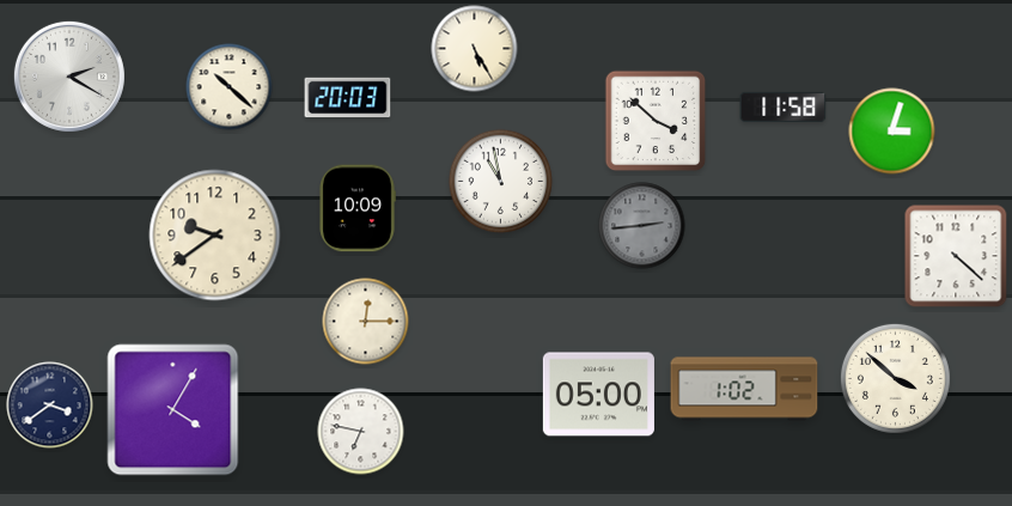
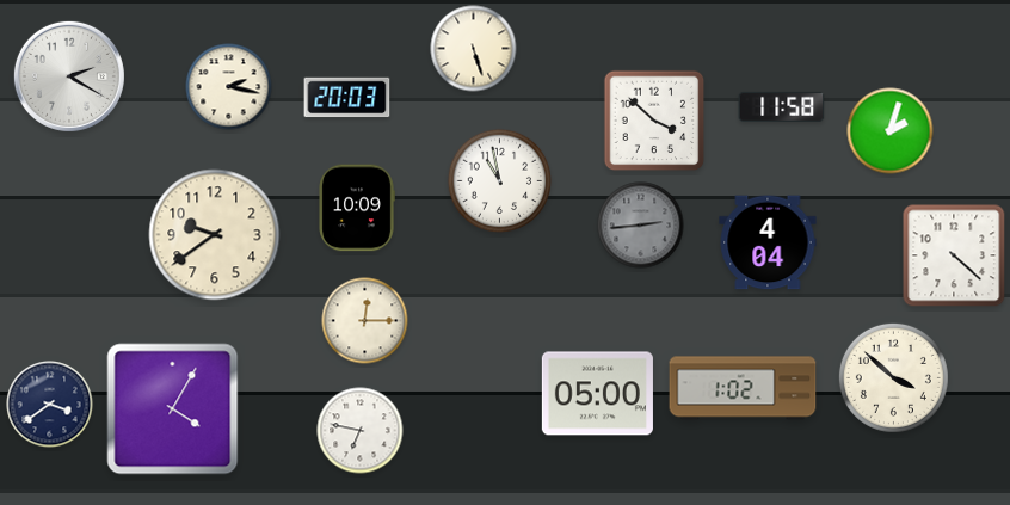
clock at (475, 49): 5:25 -> 5:27
clock at (230, 87): 10:22 -> 2:17
clock at (892, 132): 3:03 -> 2:03
clock at (768, 242): none -> 4:04
